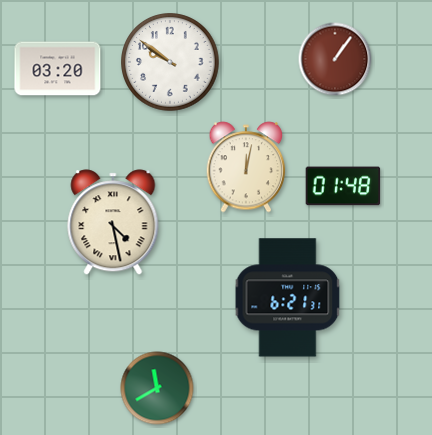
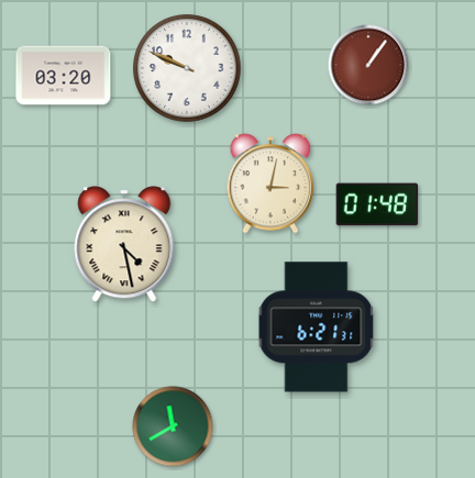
clock at (170, 62): 9:51 -> 9:49
clock at (246, 167): 12:02 -> 3:02
